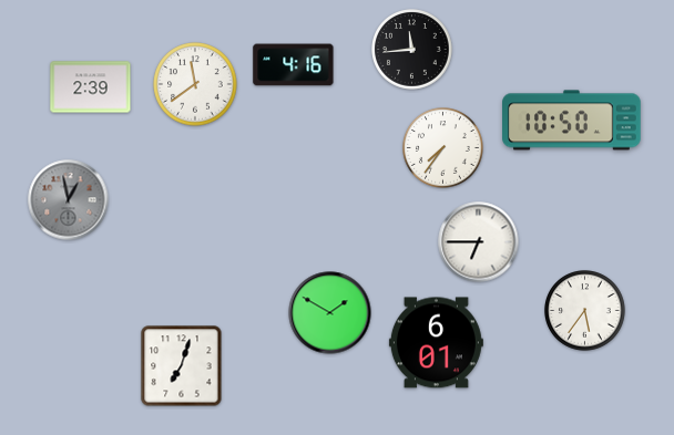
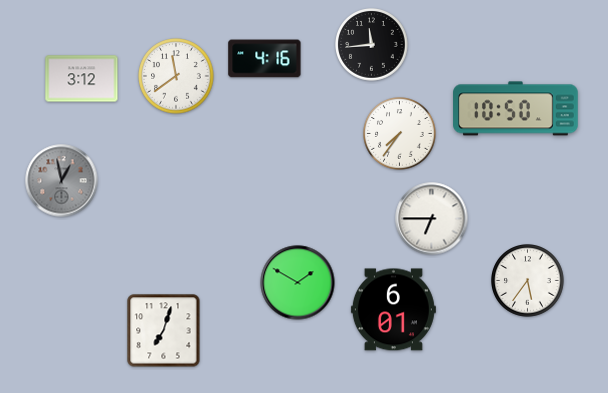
clock at (91, 87): 2:39 -> 3:12
